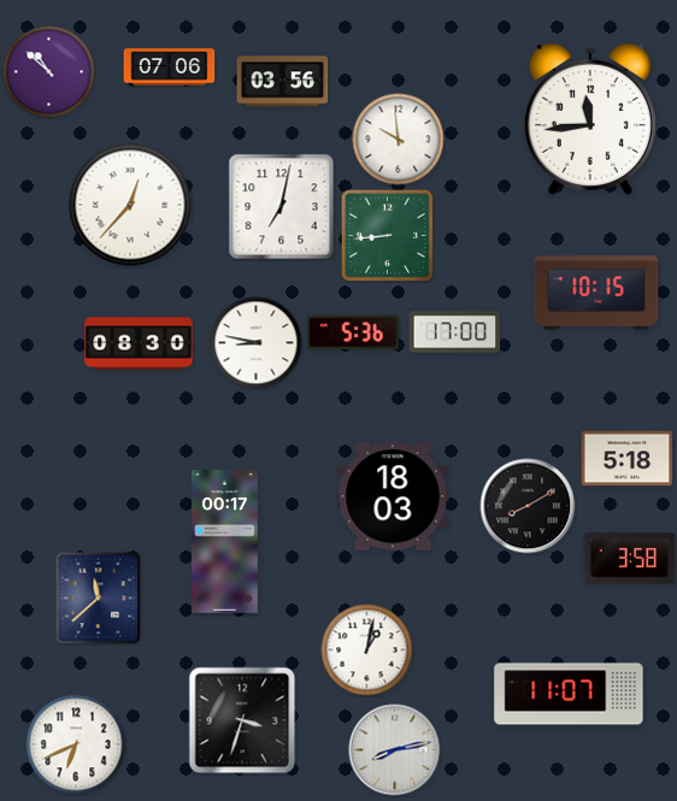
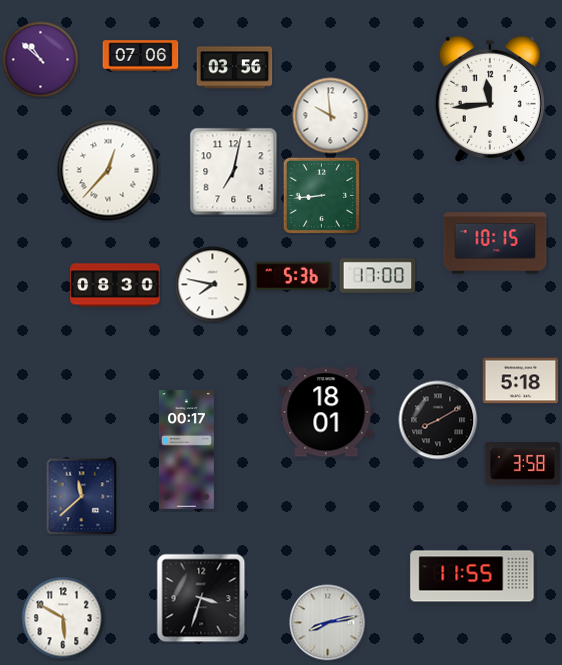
clock at (257, 343): 8:47 -> 7:47
clock at (393, 496): 18:03 -> 18:01
clock at (367, 650): 1:02 -> none
clock at (569, 694): 11:07 -> 11:55
clock at (76, 744): 6:41 -> 5:50
